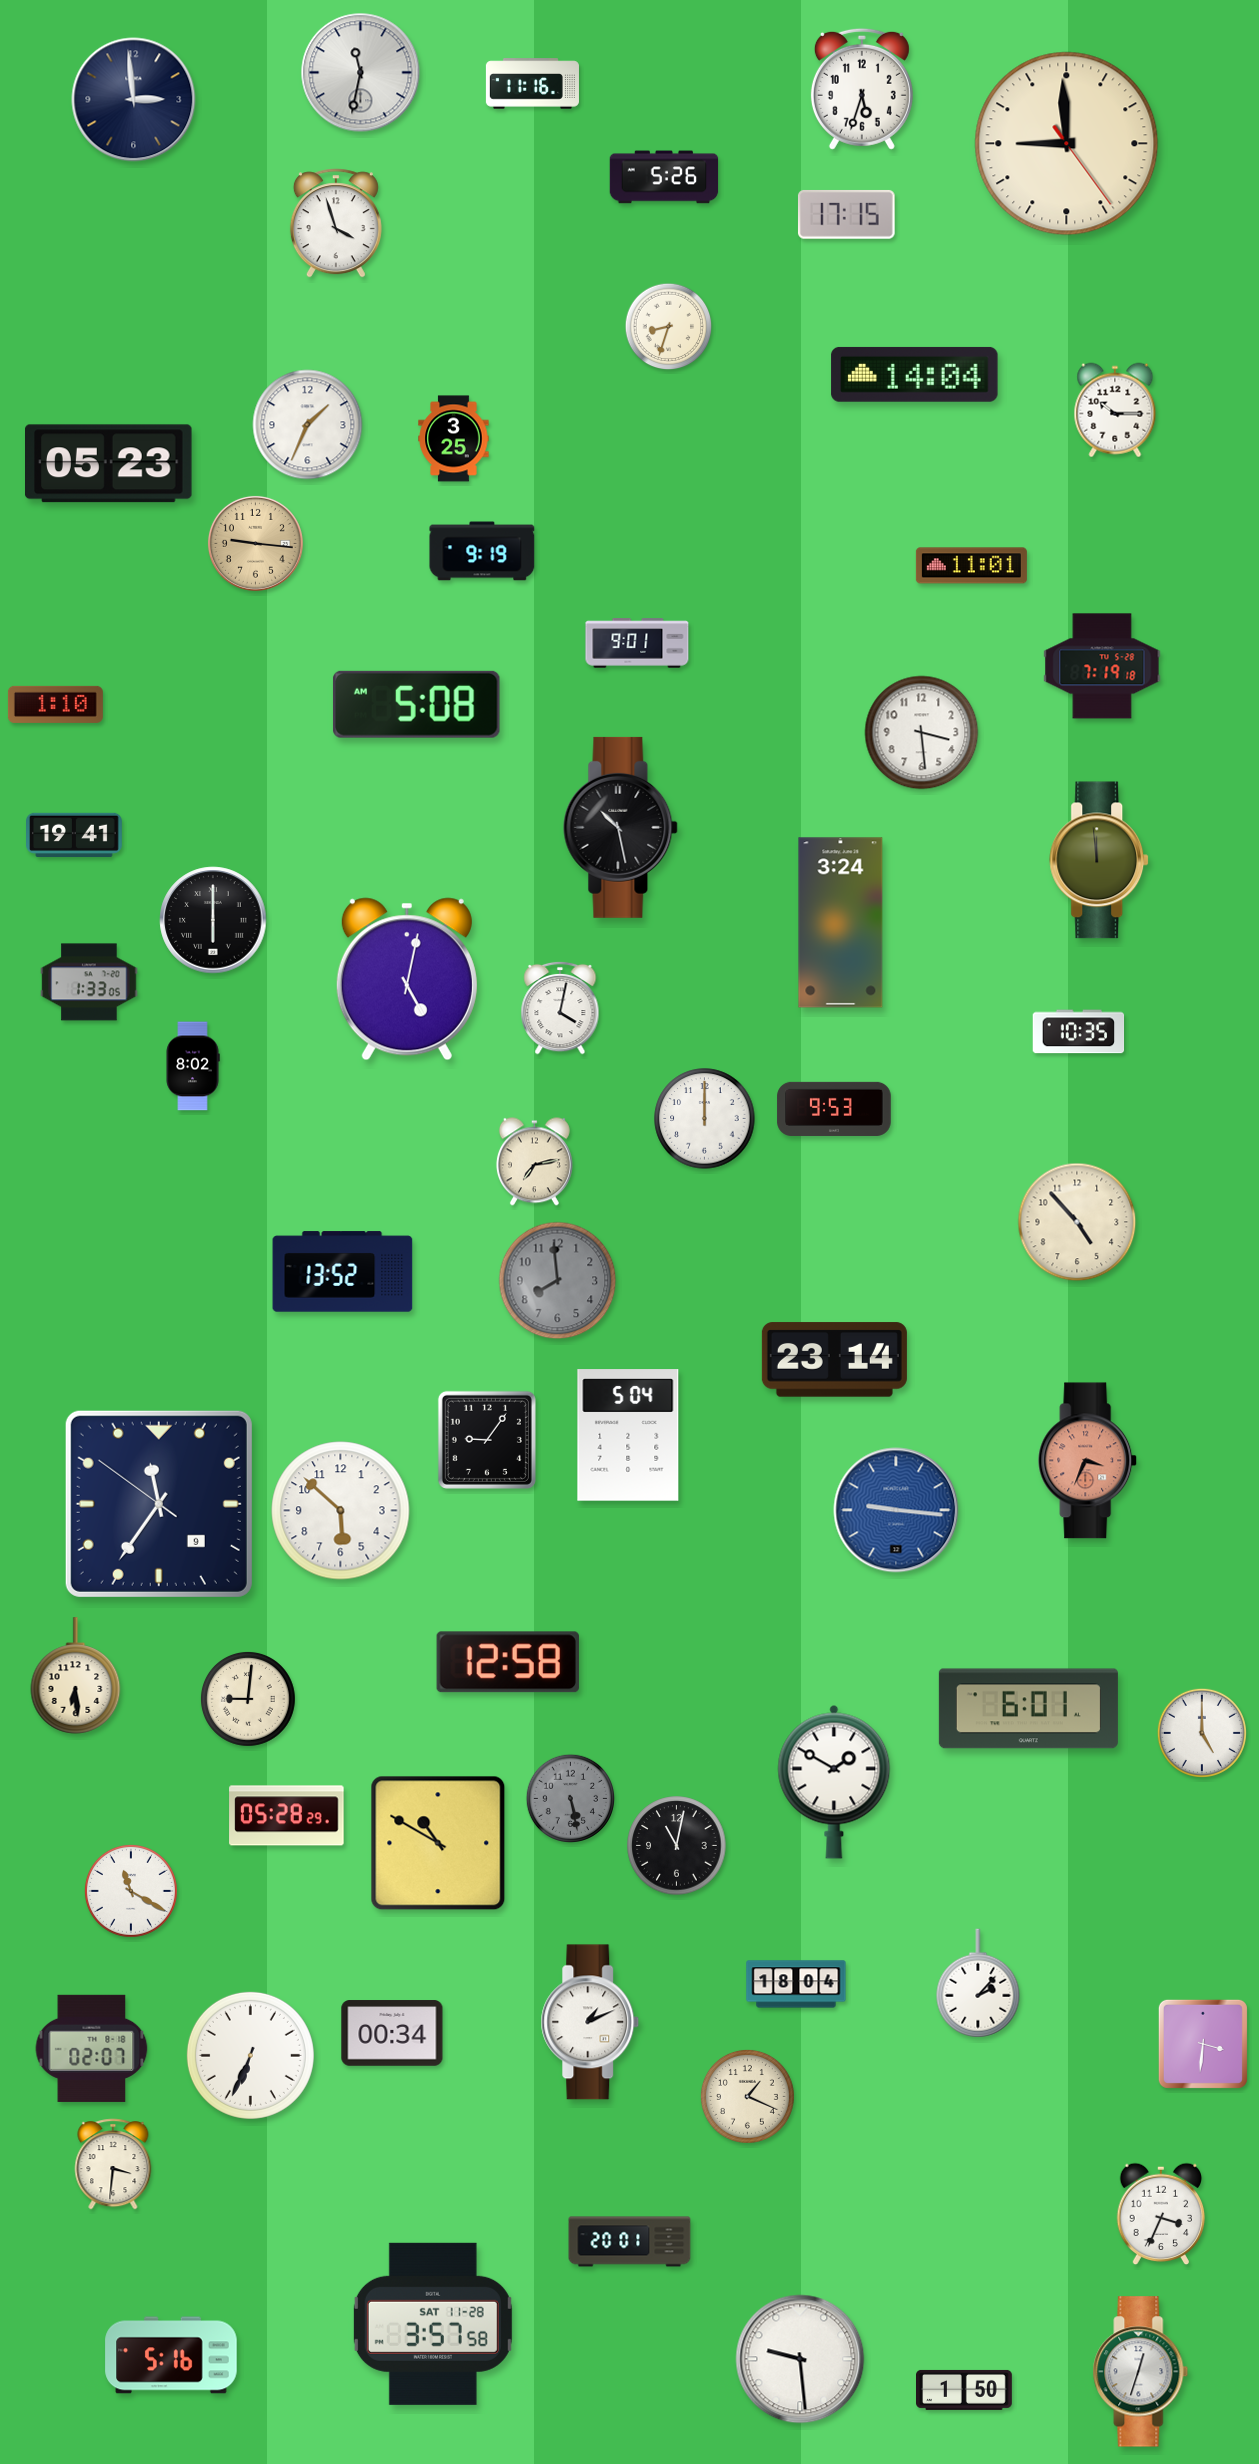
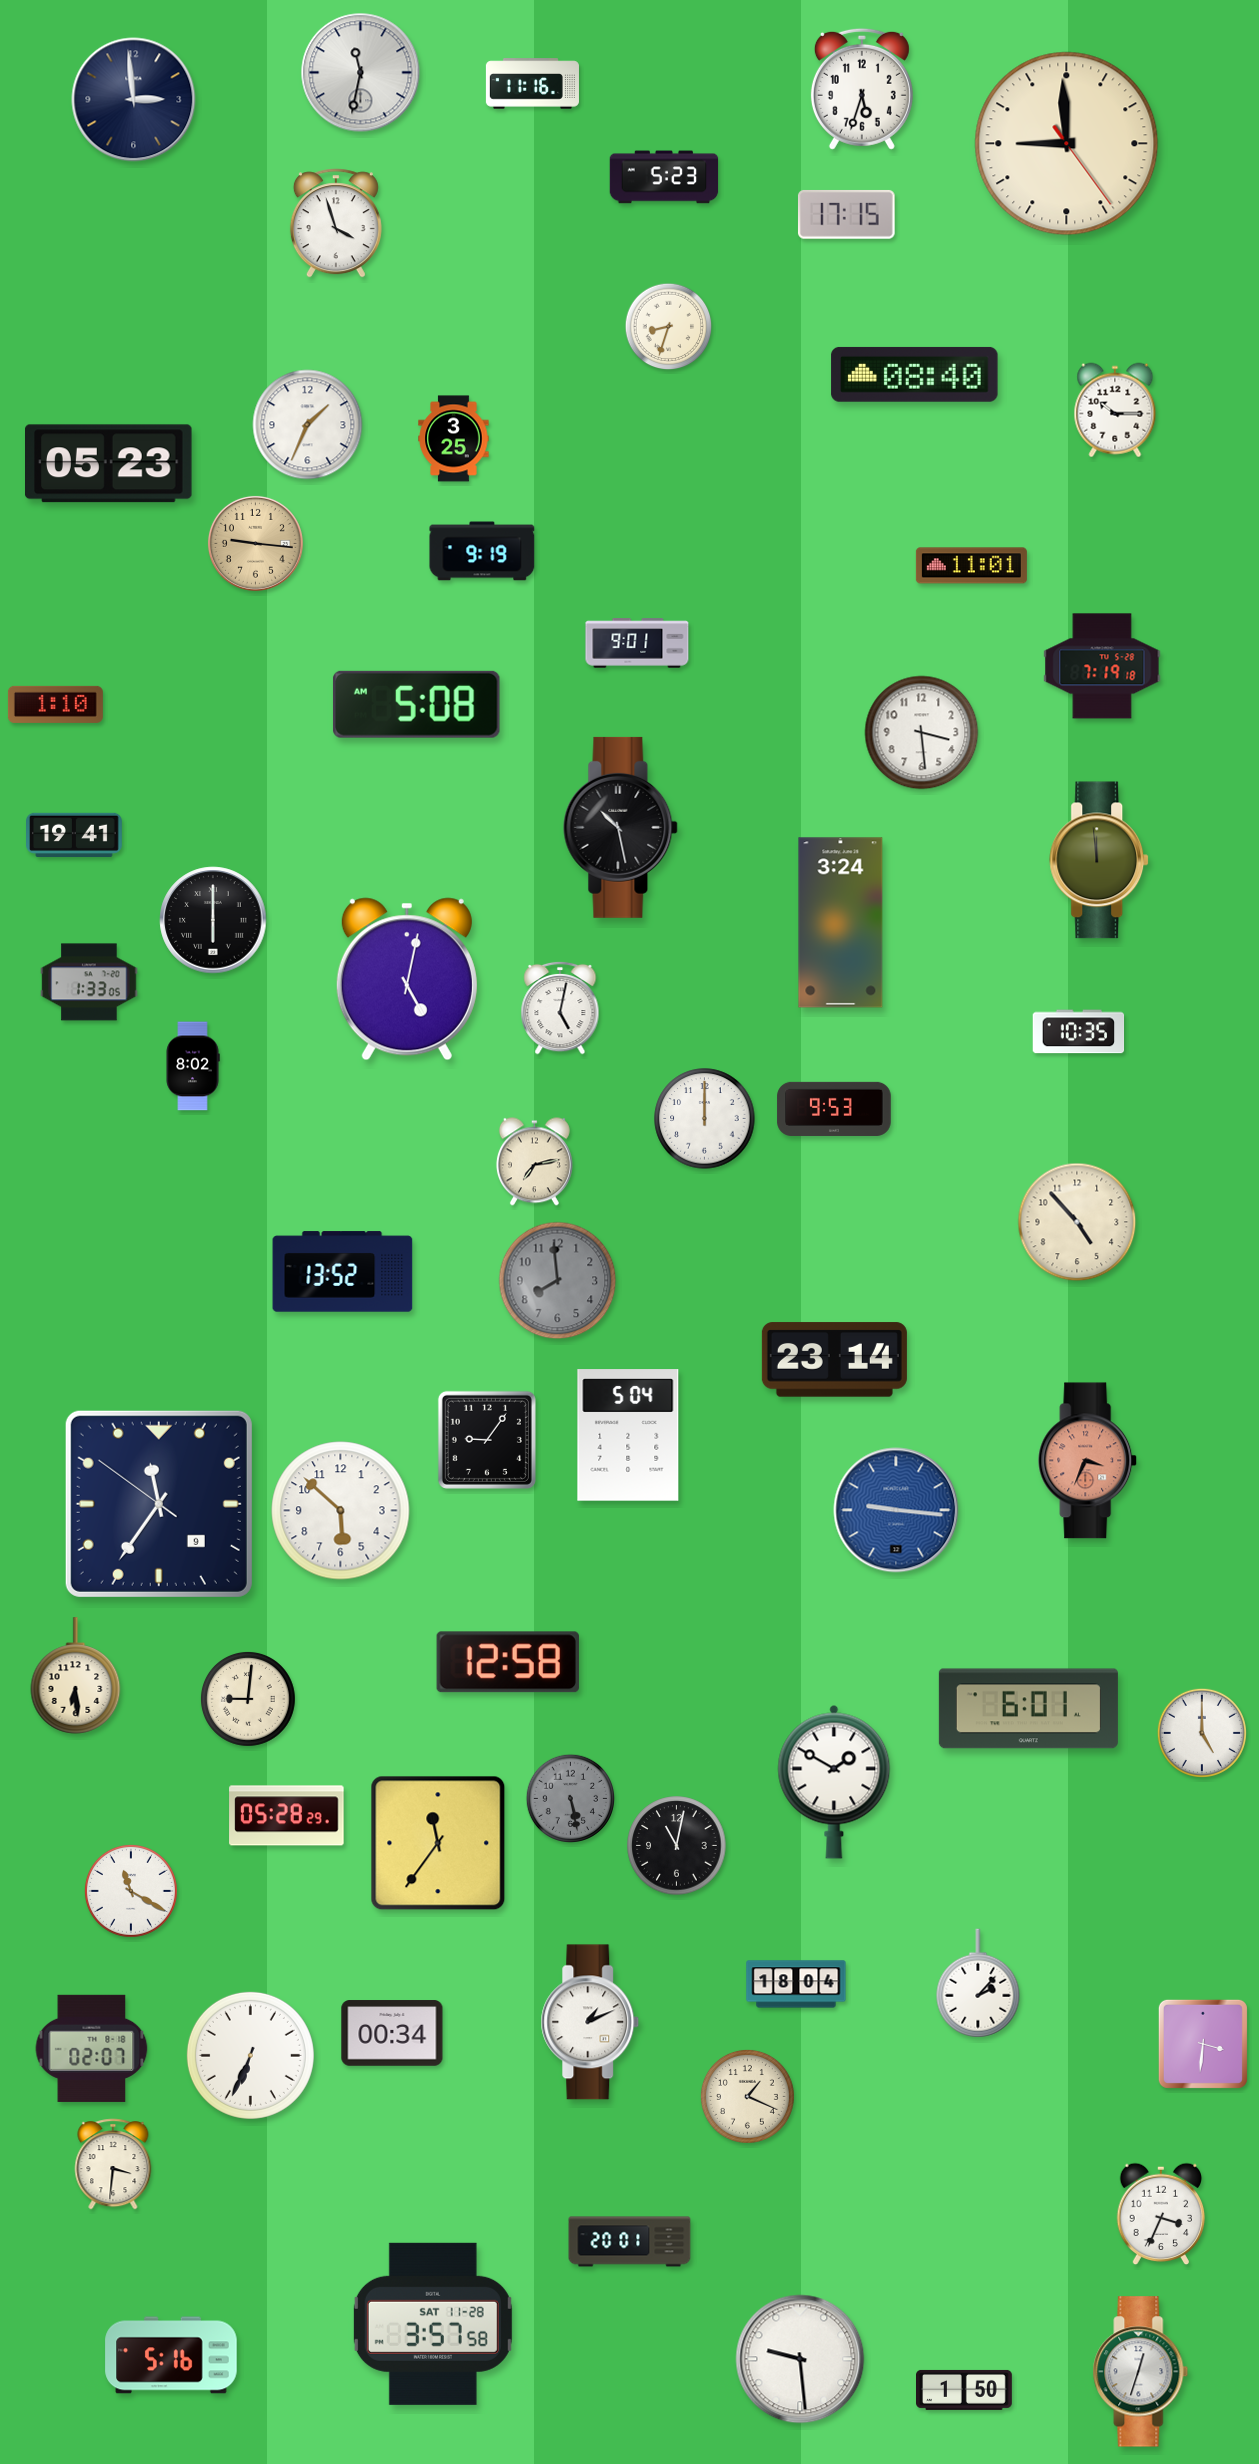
clock at (664, 177): 5:26 -> 5:23
clock at (915, 374): 14:04 -> 08:40
clock at (560, 1008): 4:02 -> 5:02
clock at (438, 1843): 10:50 -> 11:36
